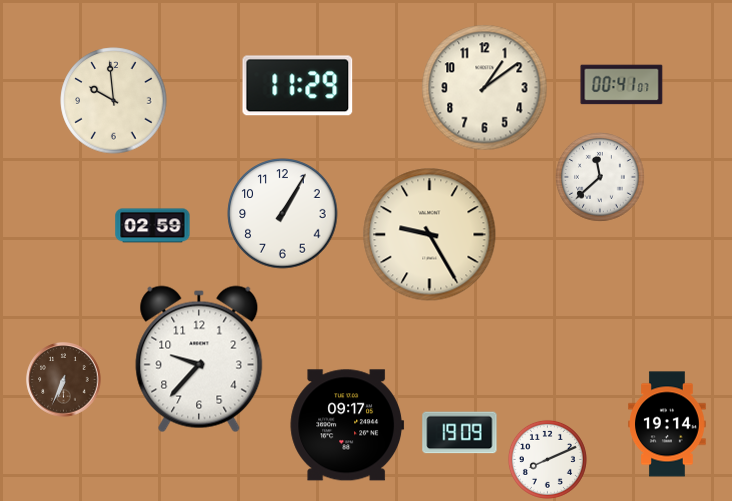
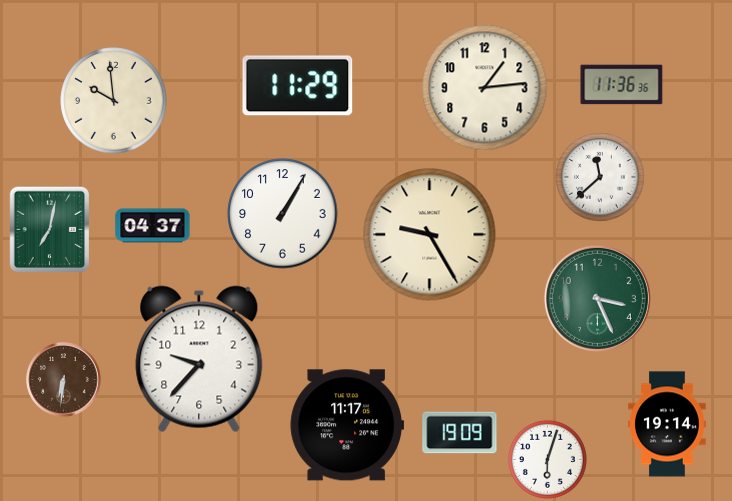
clock at (622, 85): 00:41 -> 11:36
clock at (485, 88): 1:09 -> 1:14
clock at (153, 226): 02:59 -> 04:37
clock at (50, 230): none -> 7:02
clock at (597, 298): none -> 3:26
clock at (64, 380): 6:34 -> 6:31
clock at (347, 425): 09:17 -> 11:17
clock at (547, 459): 8:11 -> 6:03
